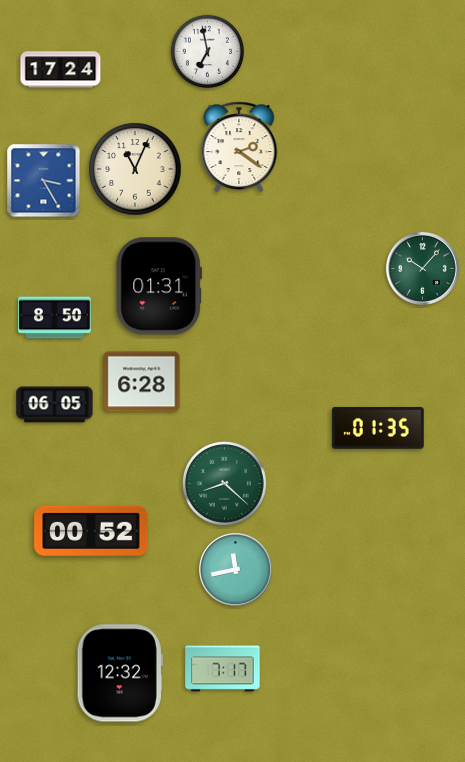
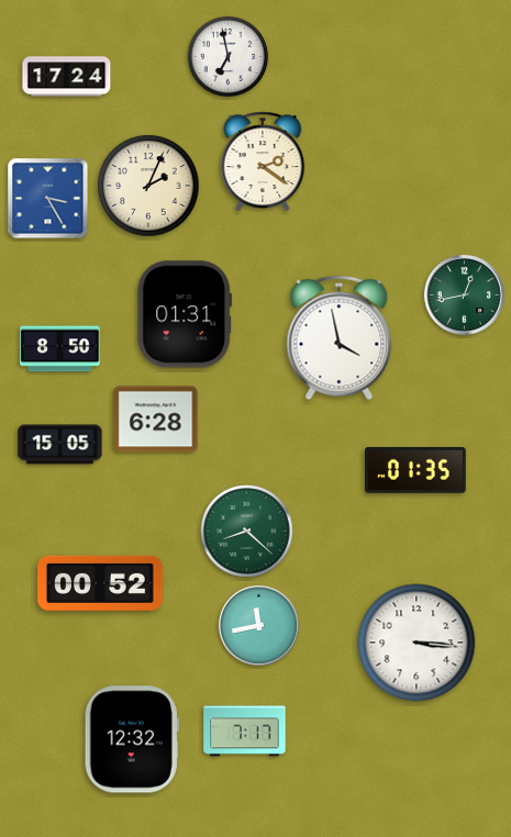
clock at (135, 169): 11:04 -> 2:04
clock at (422, 268): 10:07 -> 12:43
clock at (158, 286) position: (158, 286) -> (184, 314)
clock at (340, 338): none -> 3:58
clock at (55, 405): 06:05 -> 15:05
clock at (416, 643): none -> 3:16
clock at (223, 669) position: (223, 669) -> (245, 732)
